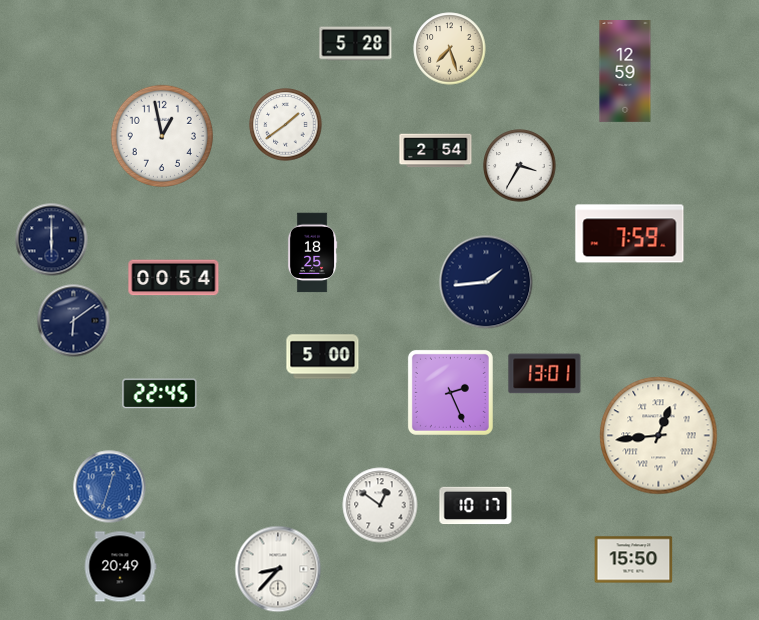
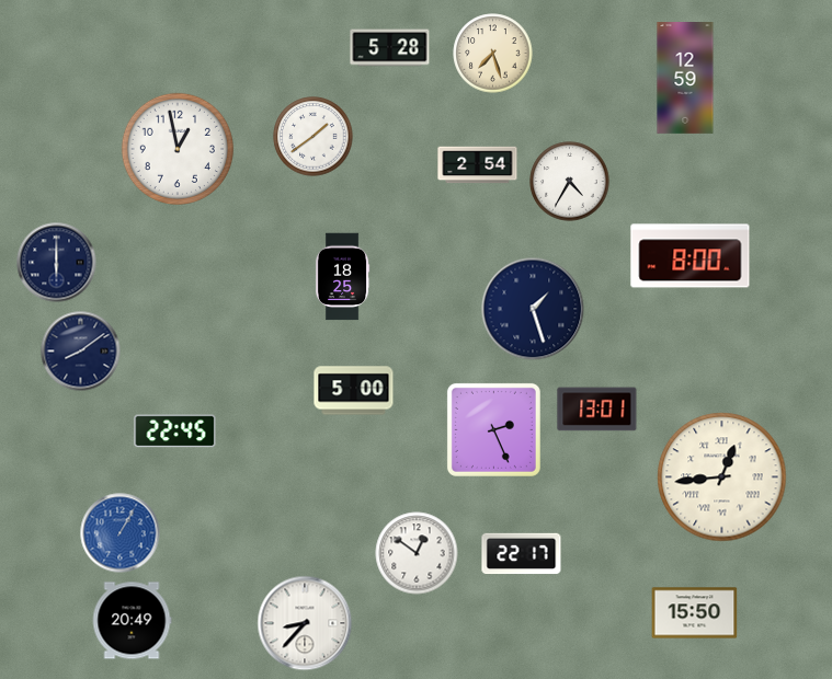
clock at (520, 166): 3:35 -> 4:35
clock at (630, 234): 7:59 -> 8:00
clock at (174, 278): 00:54 -> none
clock at (486, 282): 1:44 -> 1:27
clock at (74, 321): 6:09 -> 8:09
clock at (110, 487): 12:33 -> 1:05
clock at (476, 506): 10:17 -> 22:17
